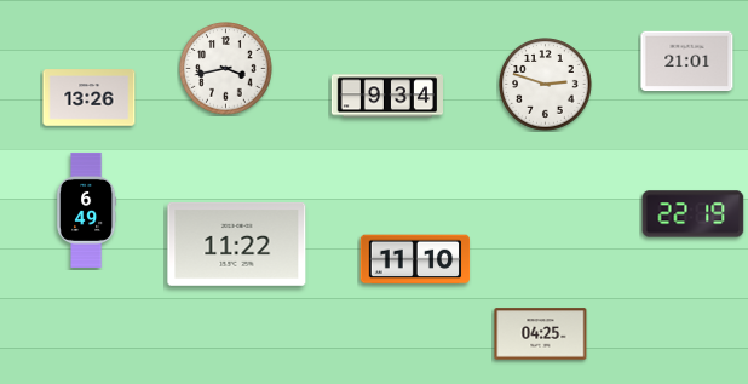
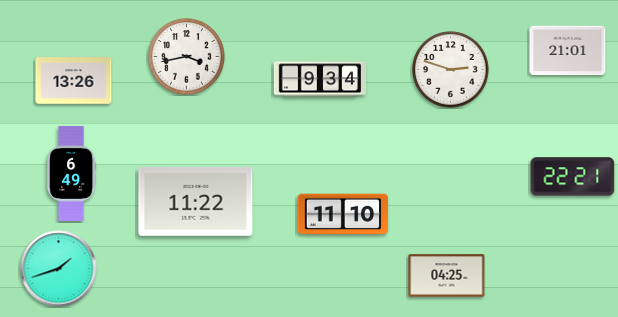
clock at (694, 214): 22:19 -> 22:21
clock at (59, 269): none -> 1:42
